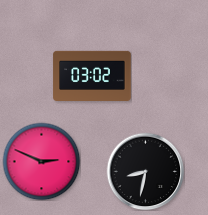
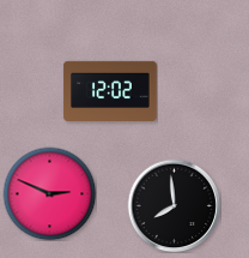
clock at (92, 75): 03:02 -> 12:02
clock at (145, 171): 8:32 -> 7:59
